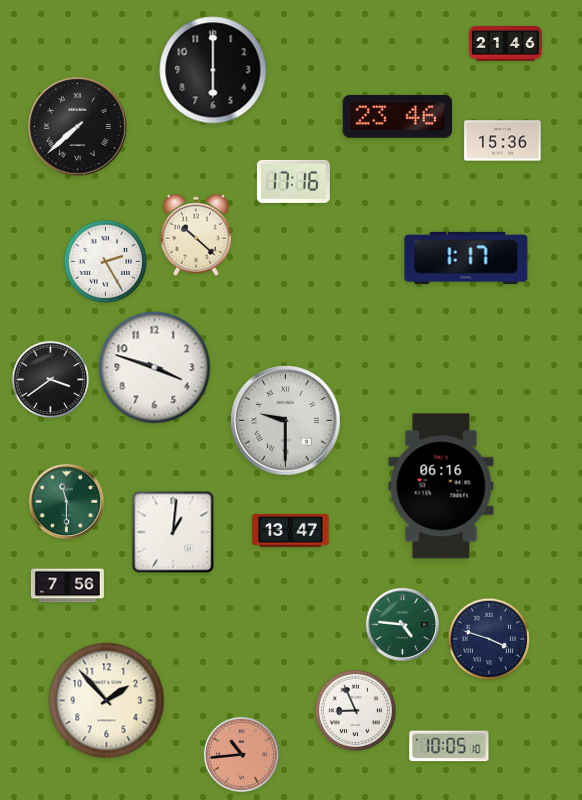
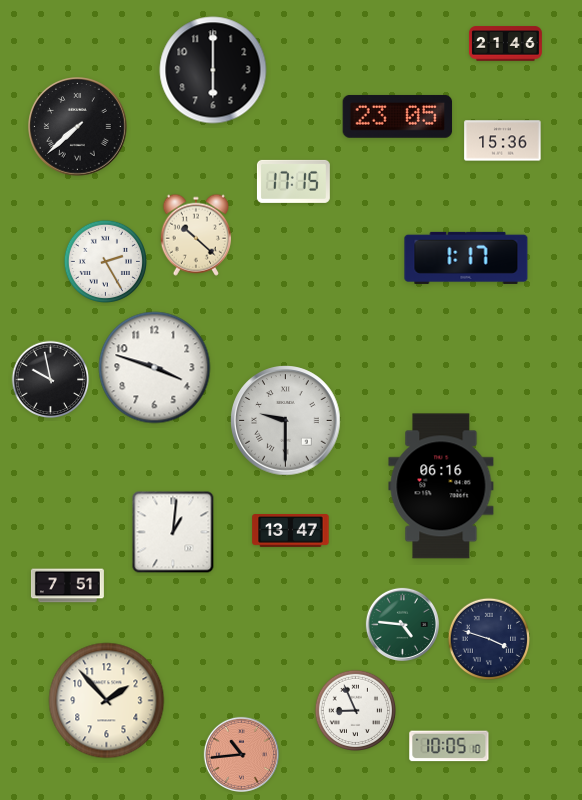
clock at (398, 116): 23:46 -> 23:05
clock at (293, 181): 17:16 -> 17:15
clock at (51, 380): 3:39 -> 9:58
clock at (66, 501): 11:30 -> none
clock at (67, 586): 7:56 -> 7:51
